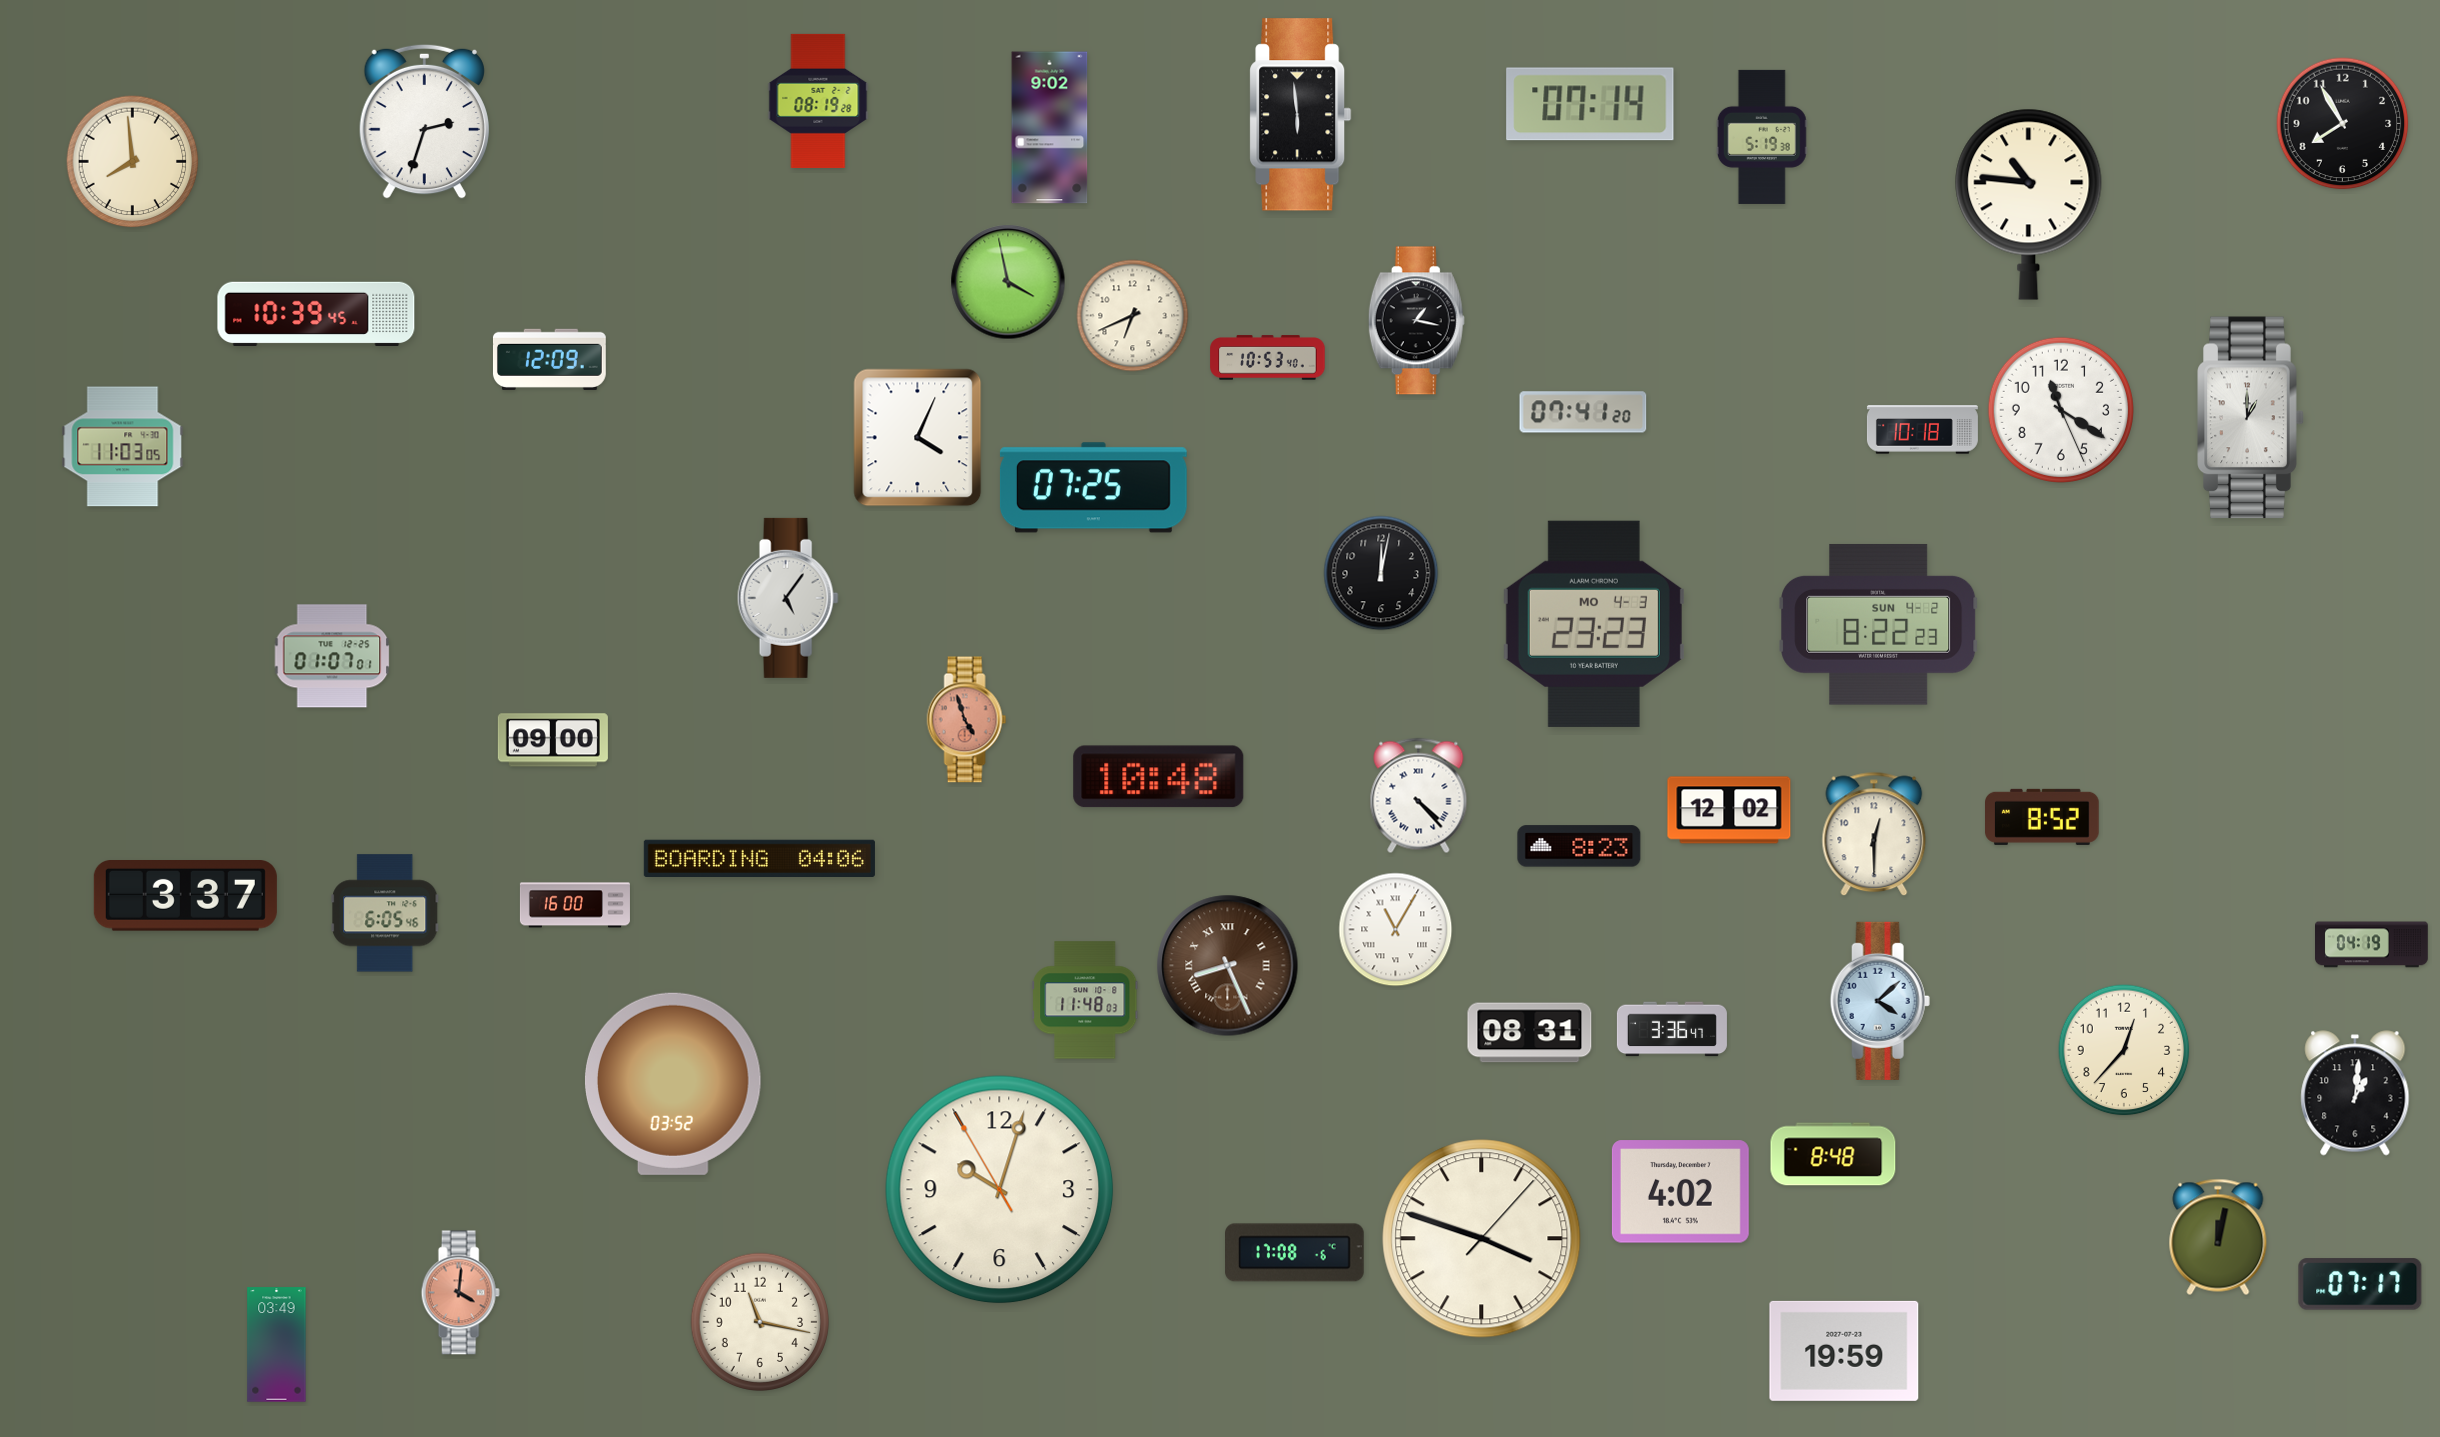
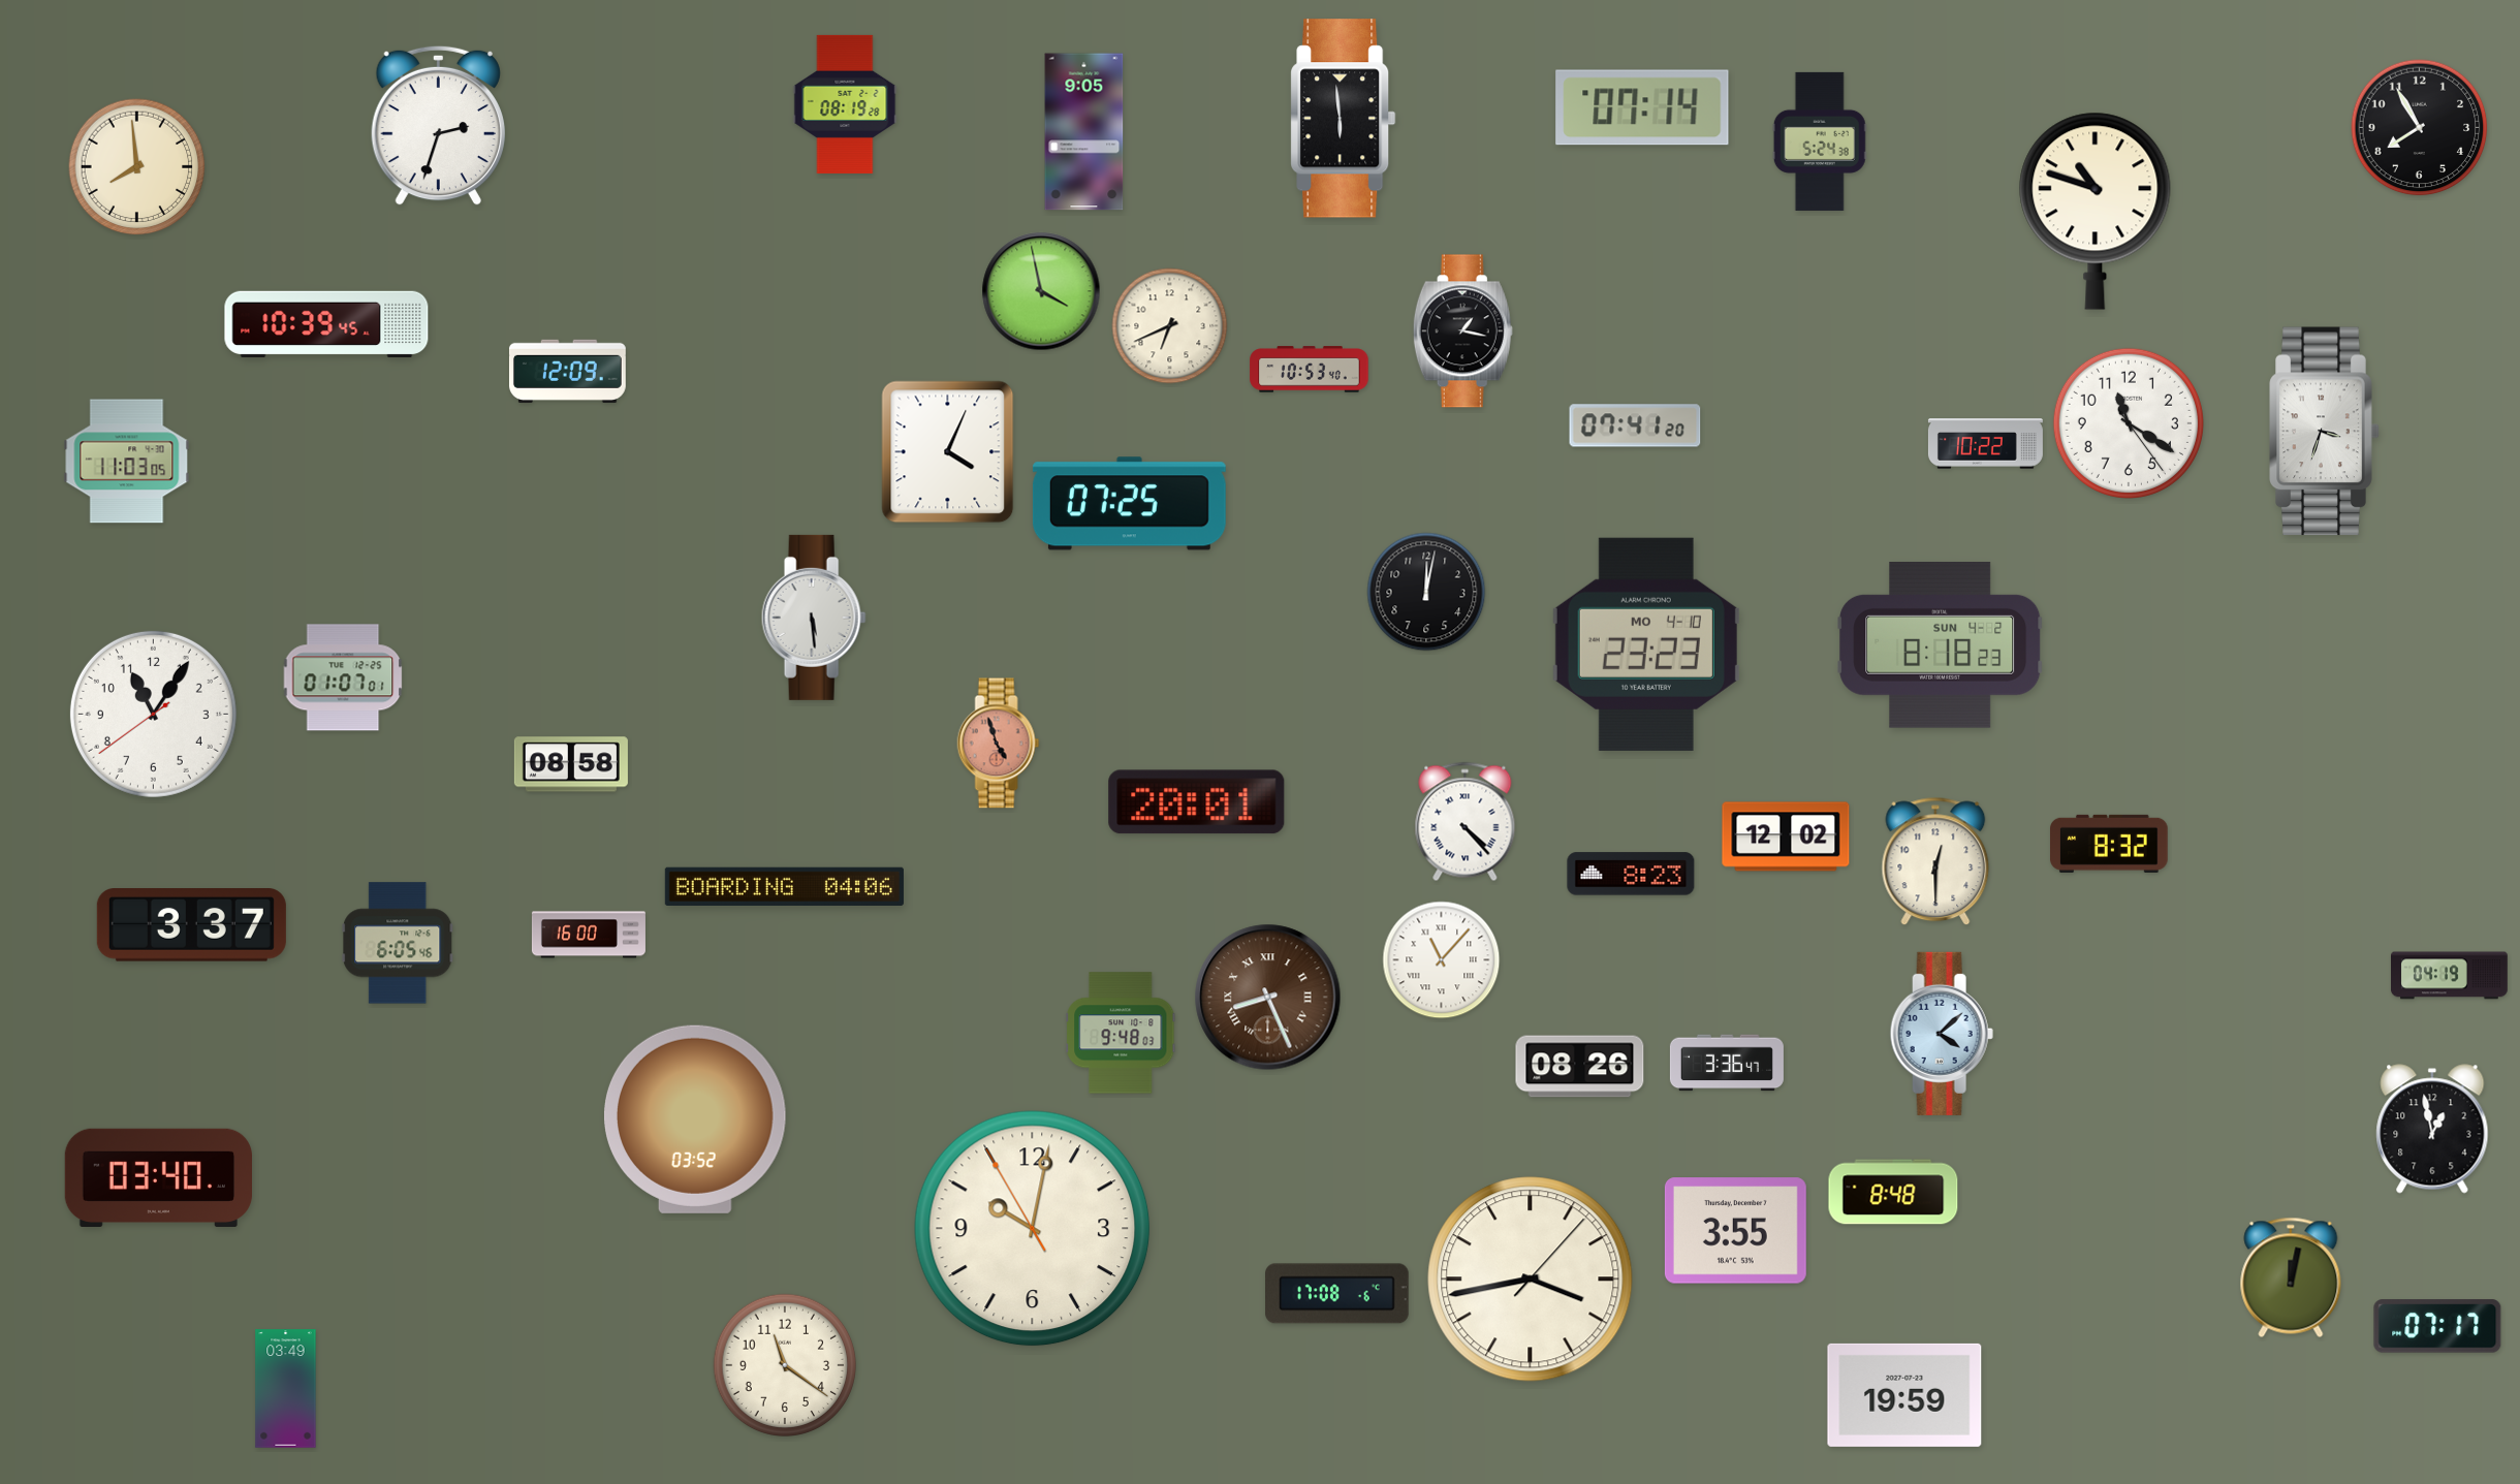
clock at (1050, 128): 9:02 -> 9:05
clock at (1762, 137): 5:19 -> 5:24
clock at (2029, 204): 10:46 -> 10:48
clock at (2061, 410): 11:20:26 -> 11:20:24
clock at (2251, 418): 1:00 -> 3:33
clock at (1922, 430): 10:18 -> 10:22
clock at (788, 598): 5:06 -> 5:29
clock at (1594, 624) date: MO 4-3 -> MO 4-10
clock at (1879, 624): 8:22 -> 8:18
clock at (153, 714): none -> 11:05
clock at (553, 740): 09:00 -> 08:58
clock at (1159, 777): 10:48 -> 20:01
clock at (2043, 817): 8:52 -> 8:32
clock at (575, 905) position: (575, 905) -> (589, 935)
clock at (1396, 930): 11:05 -> 11:07
clock at (1085, 1000): 11:48 -> 9:48
clock at (1530, 1033): 08:31 -> 08:26
clock at (2124, 1050): 12:37 -> none
clock at (2355, 1093): 1:01 -> 12:58
clock at (158, 1177): none -> 03:40
clock at (1000, 1190): 10:02 -> 10:01
clock at (1680, 1192): 4:02 -> 3:55
clock at (1482, 1239): 3:48 -> 3:43
clock at (460, 1293): 4:01 -> none
clock at (760, 1322): 11:17 -> 11:21
